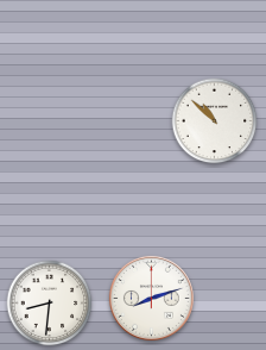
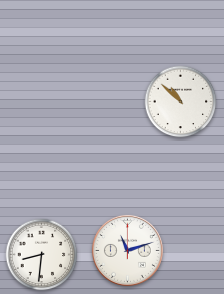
clock at (151, 298): 8:12 -> 11:12
